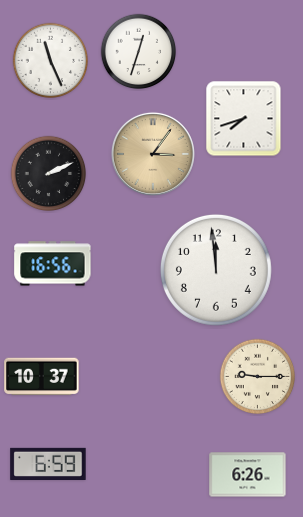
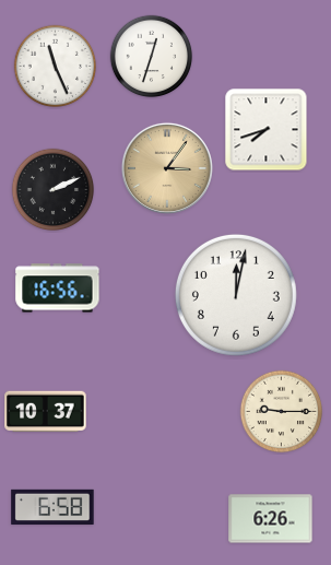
clock at (216, 270): 11:59 -> 12:02
clock at (48, 463): 6:59 -> 6:58
